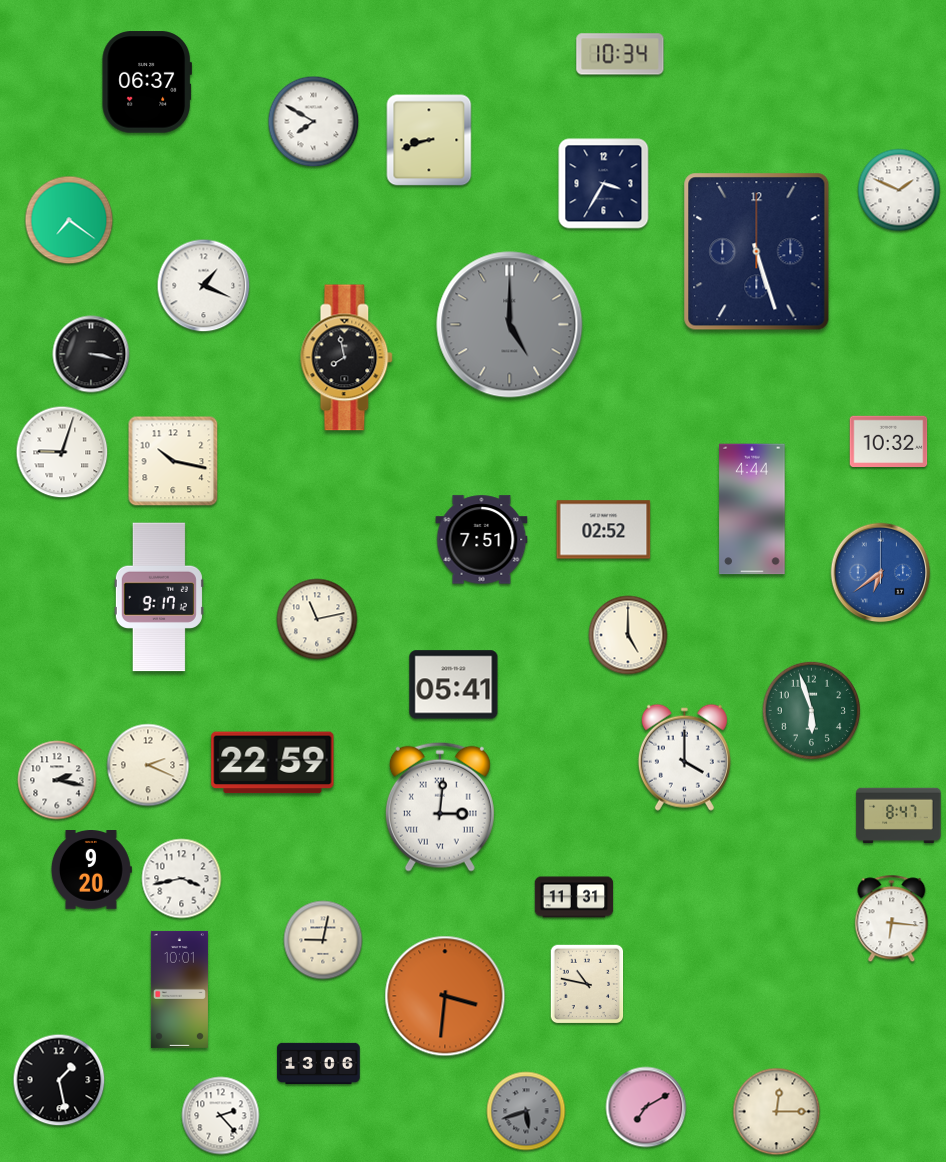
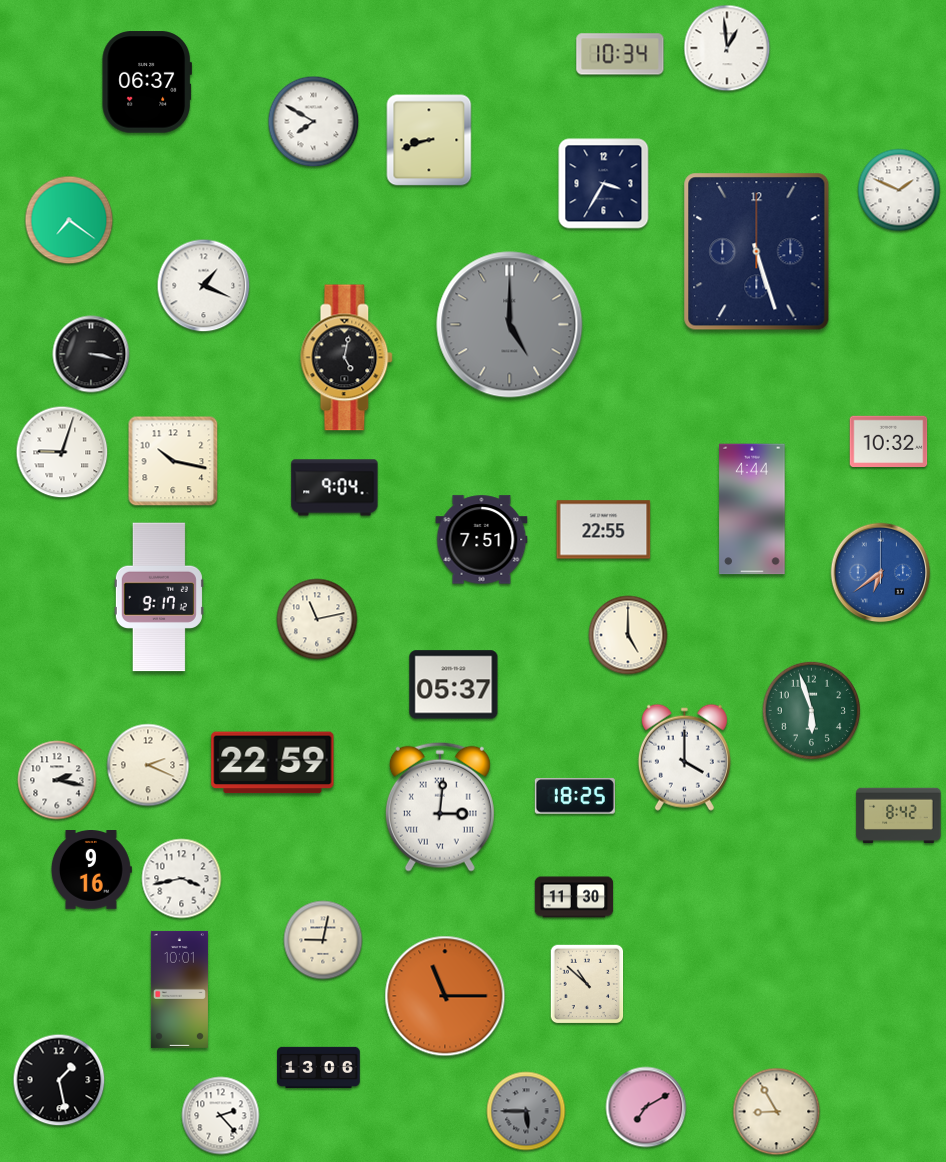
clock at (727, 48): none -> 12:59
clock at (347, 358): 7:58 -> 5:02
clock at (335, 488): none -> 9:04
clock at (604, 530): 02:52 -> 22:55
clock at (454, 685): 05:41 -> 05:37
clock at (575, 796): none -> 18:25
clock at (899, 816): 8:47 -> 8:42
clock at (91, 870): 9:20 -> 9:16
clock at (574, 897): 11:31 -> 11:30
clock at (892, 919): 6:16 -> none
clock at (587, 984): 10:47 -> 10:52
clock at (445, 996): 3:31 -> 11:15
clock at (319, 1063) position: (319, 1063) -> (319, 1067)
clock at (526, 1111): 5:42 -> 5:45
clock at (777, 1112): 12:15 -> 8:55
